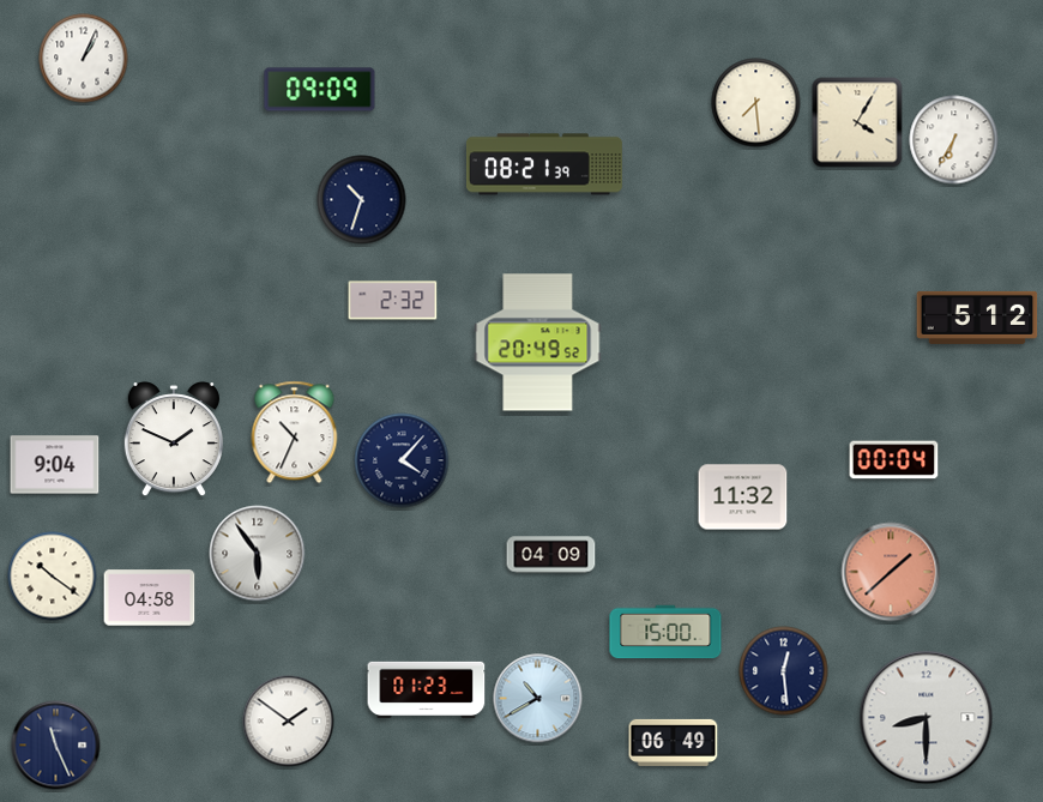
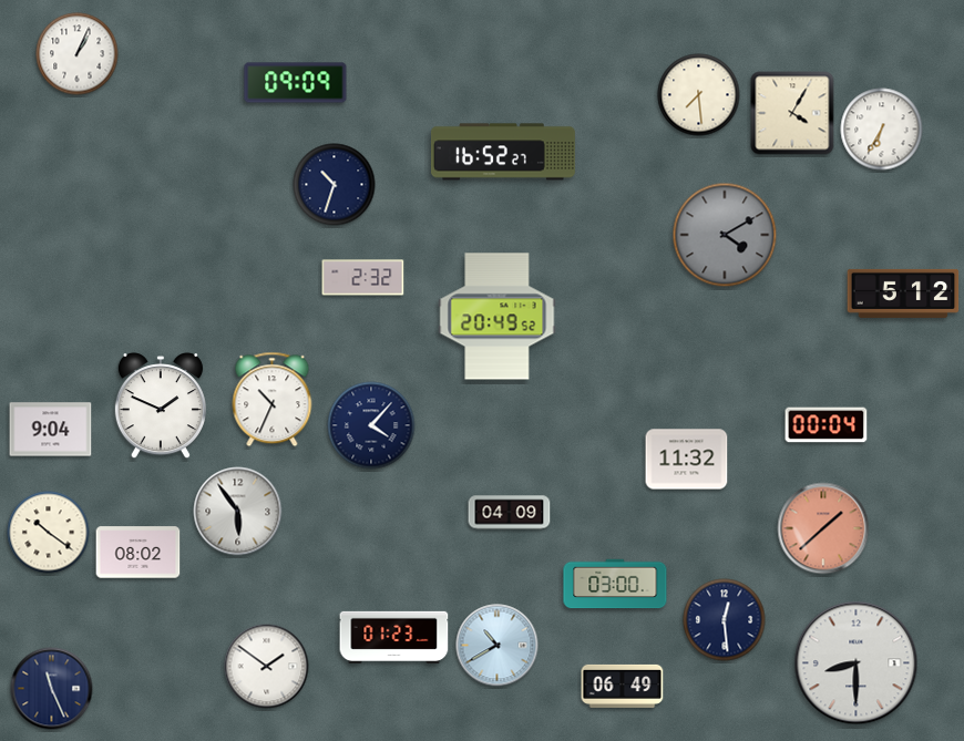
clock at (544, 164): 08:21 -> 16:52
clock at (725, 235): none -> 4:10
clock at (150, 598): 04:58 -> 08:02
clock at (665, 632): 15:00 -> 03:00
